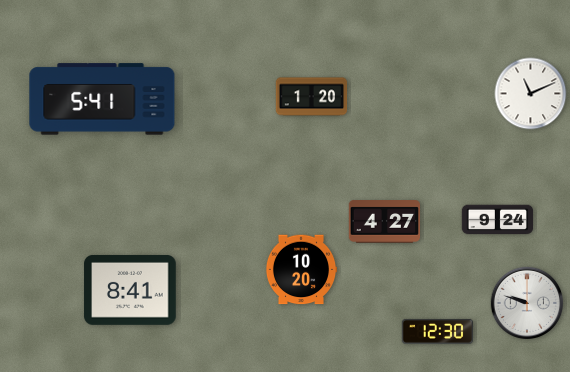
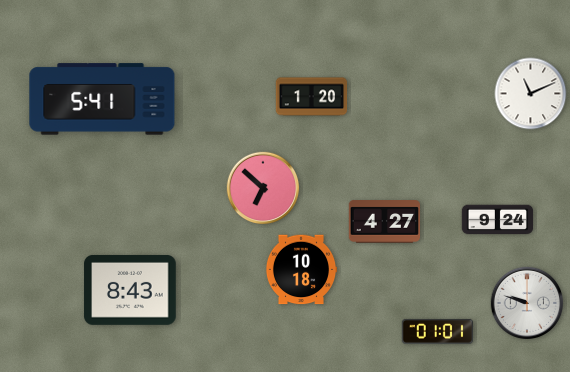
clock at (263, 188): none -> 6:52
clock at (301, 270): 10:20 -> 10:18
clock at (130, 290): 8:41 -> 8:43
clock at (437, 332): 12:30 -> 01:01
